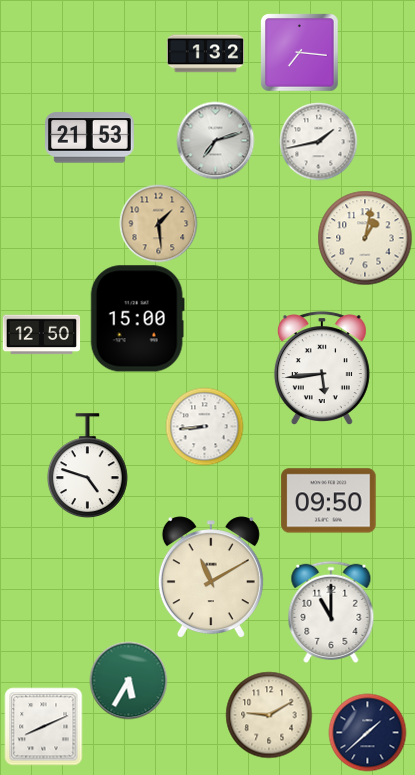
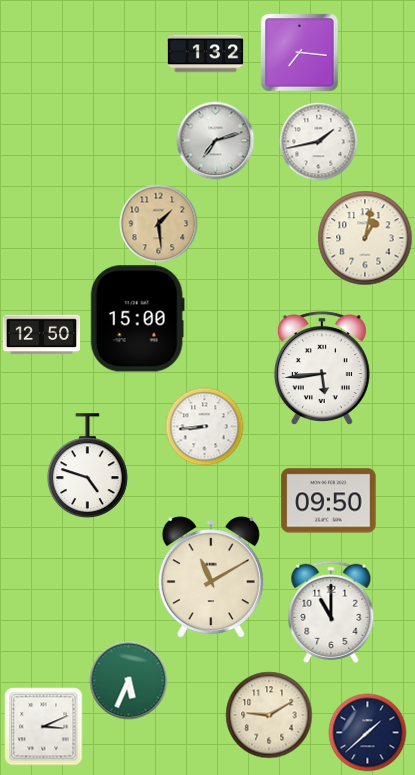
clock at (90, 138): 21:53 -> none
clock at (128, 680): 5:35 -> 5:34
clock at (43, 726): 8:11 -> 3:11
